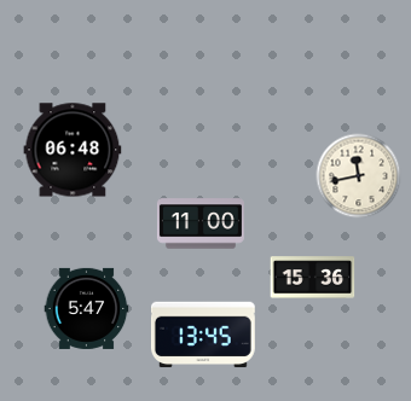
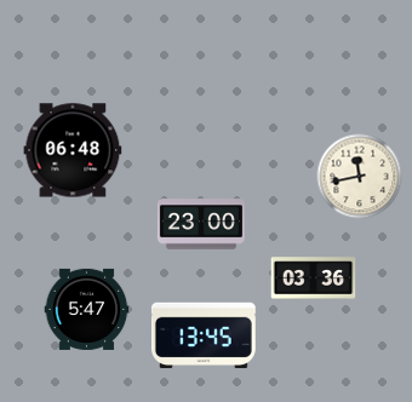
clock at (201, 223): 11:00 -> 23:00
clock at (313, 278): 15:36 -> 03:36
